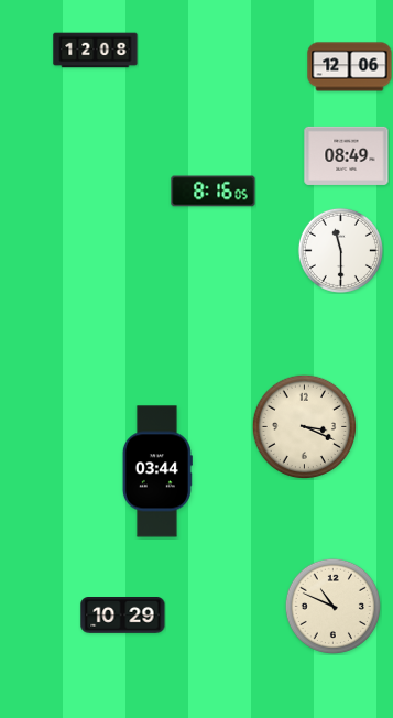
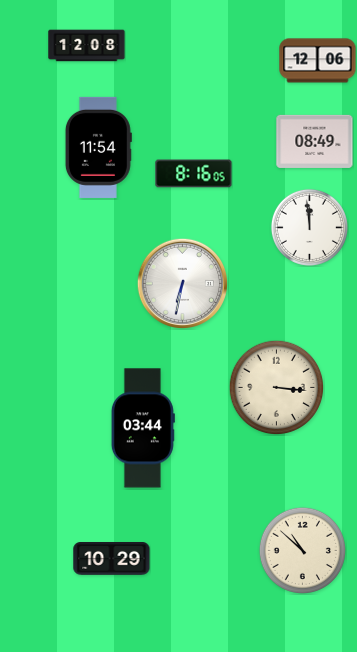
clock at (98, 147): none -> 11:54
clock at (340, 250): 11:30 -> 11:59
clock at (182, 283): none -> 6:32
clock at (304, 426): 3:19 -> 3:16
clock at (332, 606): 10:49 -> 10:52
